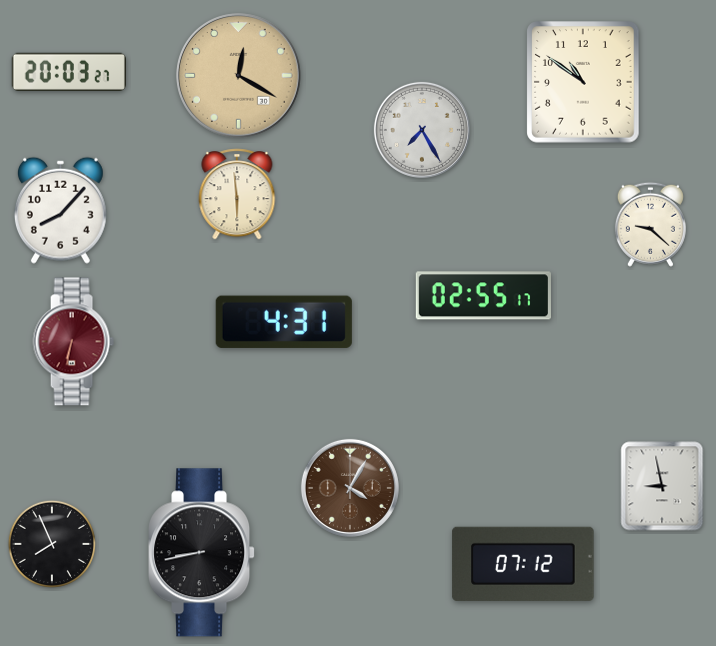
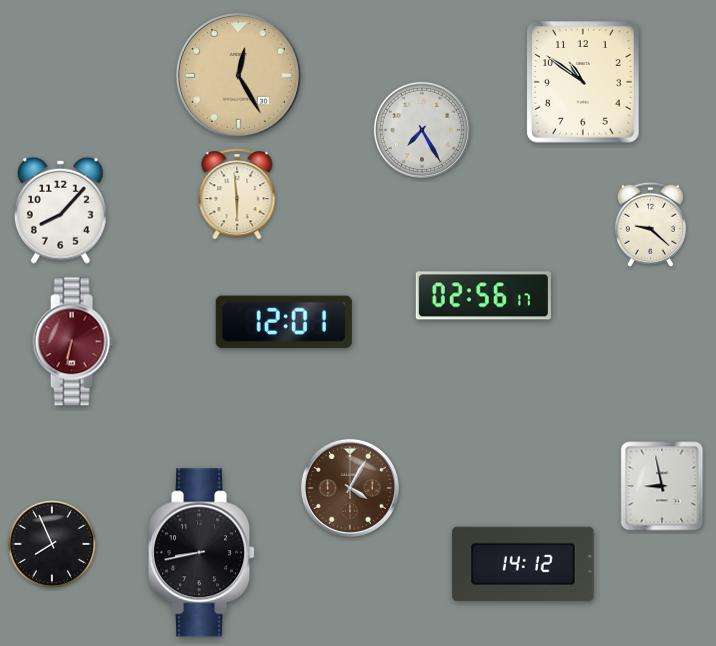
clock at (69, 72): 20:03 -> none
clock at (238, 75): 12:20 -> 12:25
clock at (483, 296): 02:55 -> 02:56
clock at (284, 322): 4:31 -> 12:01
clock at (523, 564): 07:12 -> 14:12
